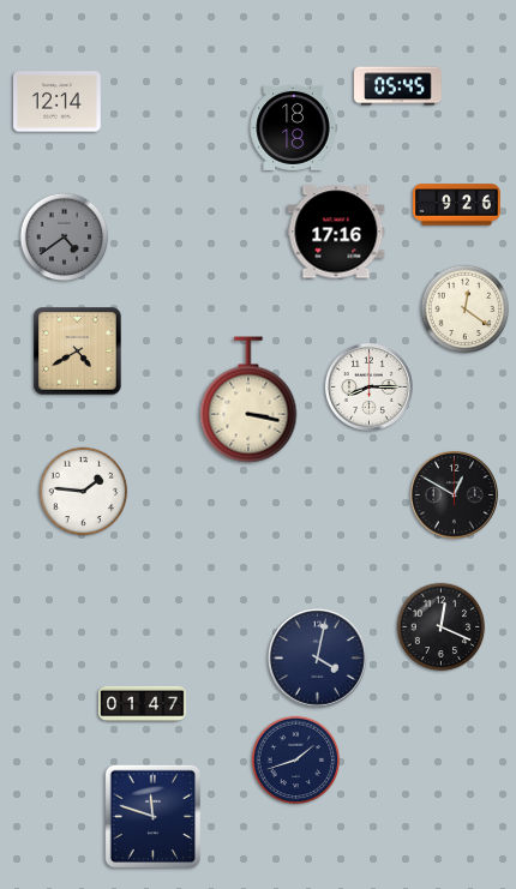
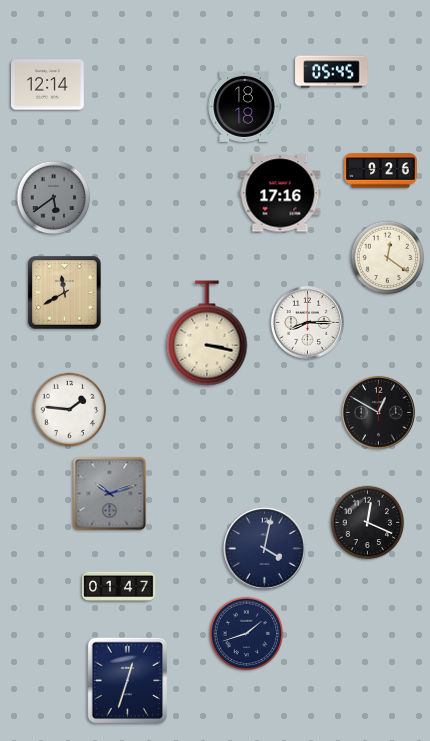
clock at (65, 238): 4:39 -> 5:39
clock at (78, 352): 4:40 -> 11:40
clock at (110, 494): none -> 10:12
clock at (154, 817): 11:48 -> 12:33
